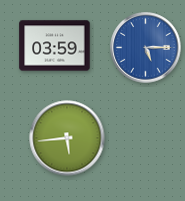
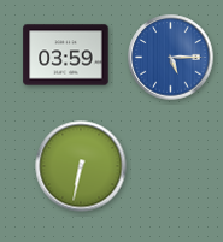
clock at (146, 48) position: (146, 48) -> (171, 58)
clock at (67, 138): 5:44 -> 6:32
